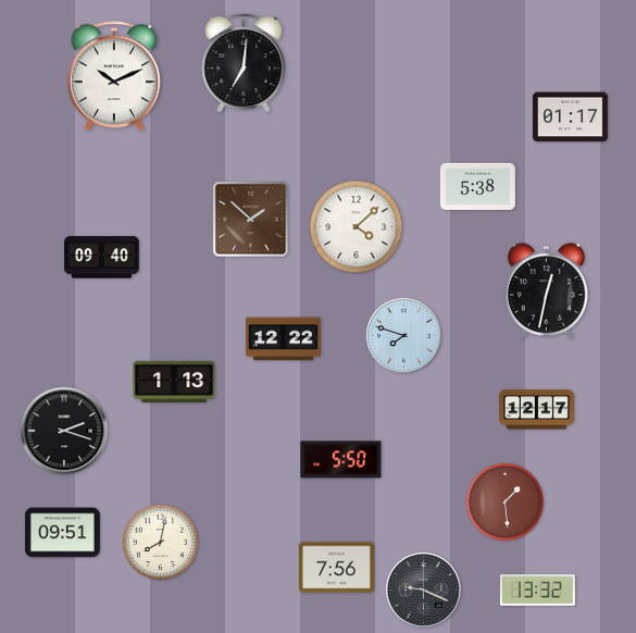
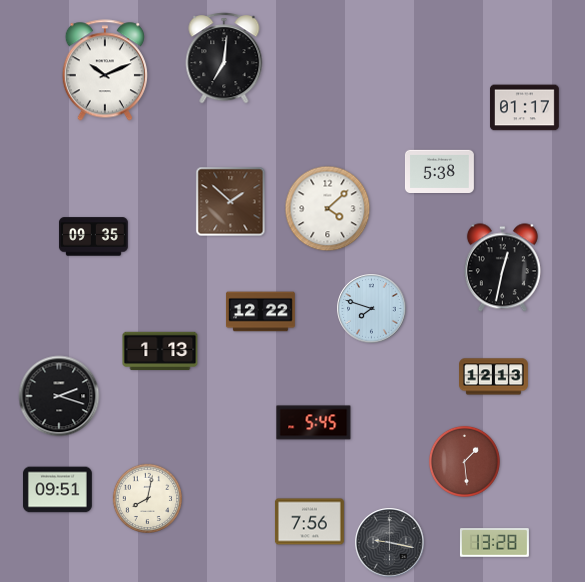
clock at (101, 258): 09:40 -> 09:35
clock at (537, 410): 12:17 -> 12:13
clock at (341, 460): 5:50 -> 5:45
clock at (424, 591): 9:19 -> 9:17
clock at (538, 591): 13:32 -> 13:28
